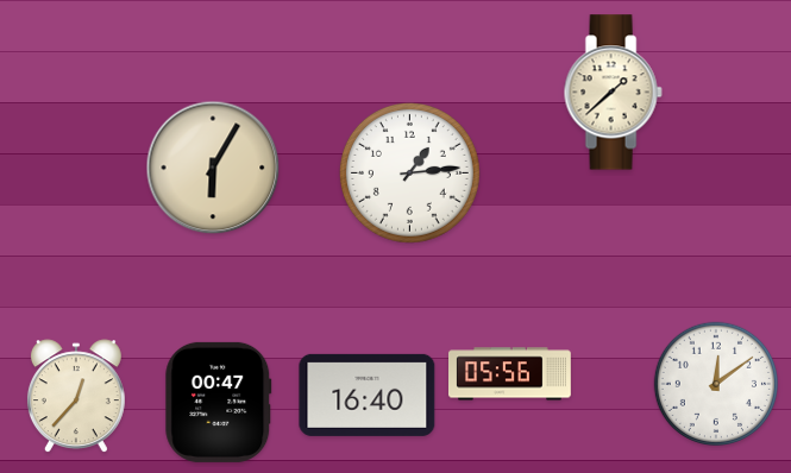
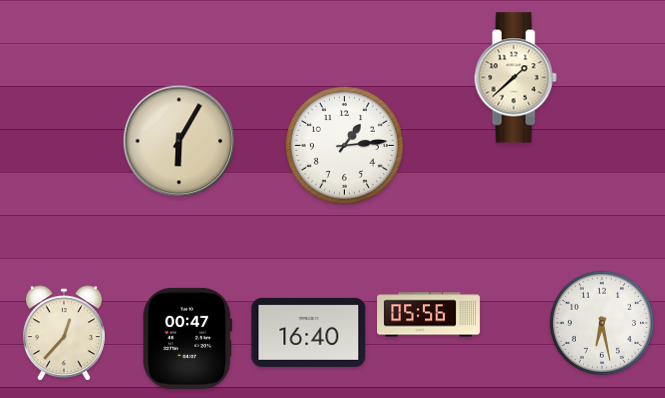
clock at (715, 383): 12:09 -> 6:28
clock at (219, 402) position: (219, 402) -> (188, 338)
